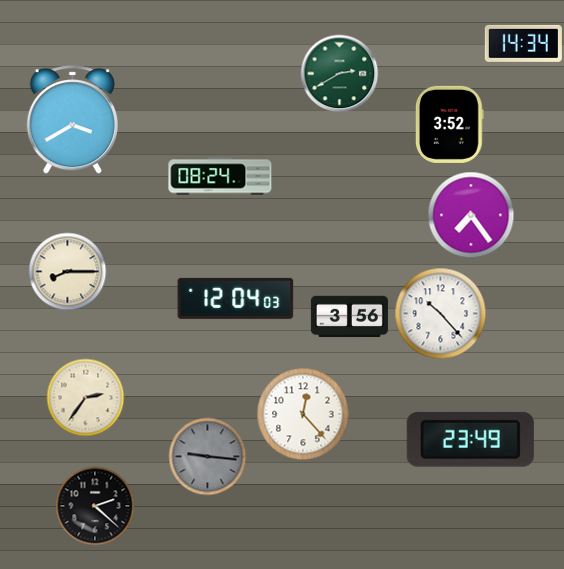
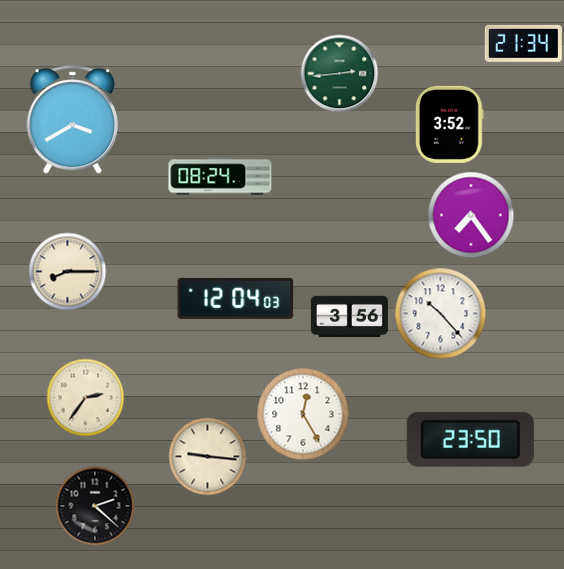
clock at (523, 43): 14:34 -> 21:34
clock at (339, 73): 2:40 -> 2:44
clock at (303, 414): 12:23 -> 12:25
clock at (470, 439): 23:49 -> 23:50
clock at (207, 456) dial: grey -> cream
